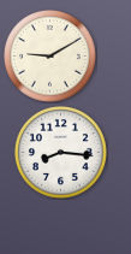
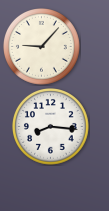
clock at (50, 57): 9:10 -> 9:07
